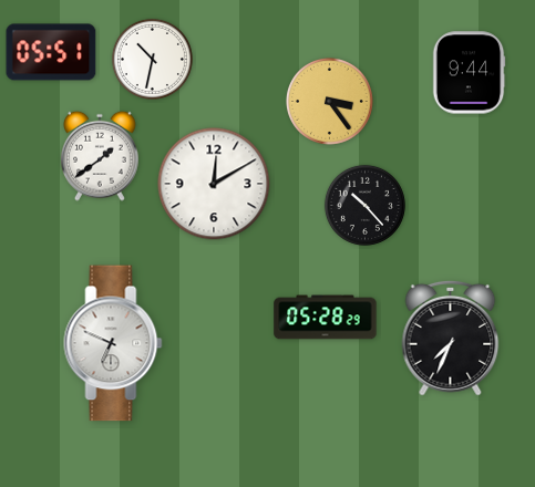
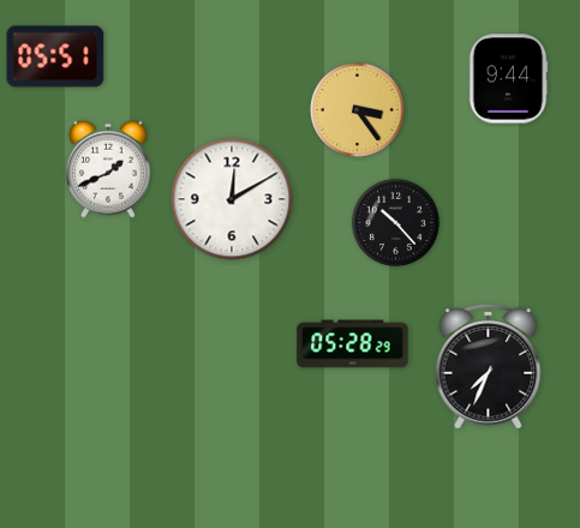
clock at (152, 59): 10:32 -> none
clock at (101, 156): 1:39 -> 1:41
clock at (113, 343): 6:49 -> none
